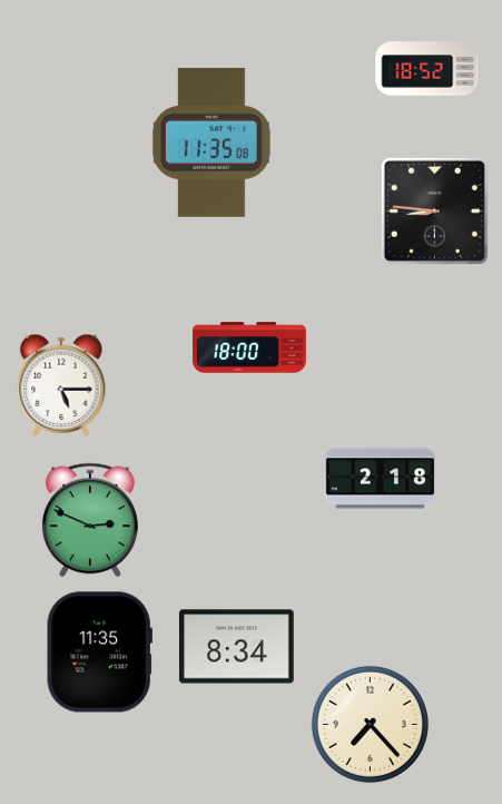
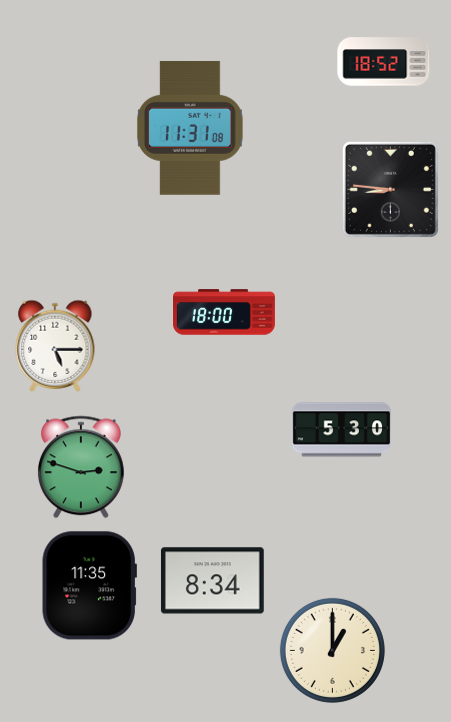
clock at (211, 143): 11:35 -> 11:31
clock at (380, 479): 2:18 -> 5:30
clock at (90, 520): 2:49 -> 2:48
clock at (370, 724): 7:23 -> 1:00
